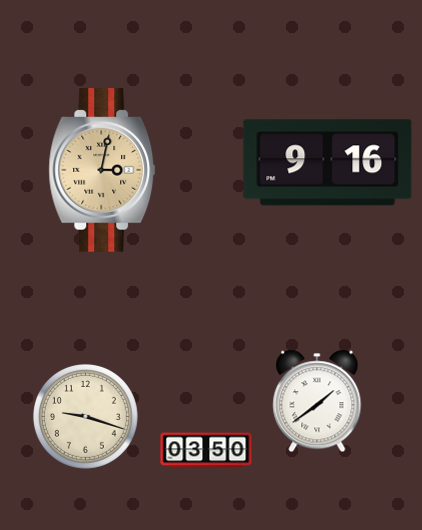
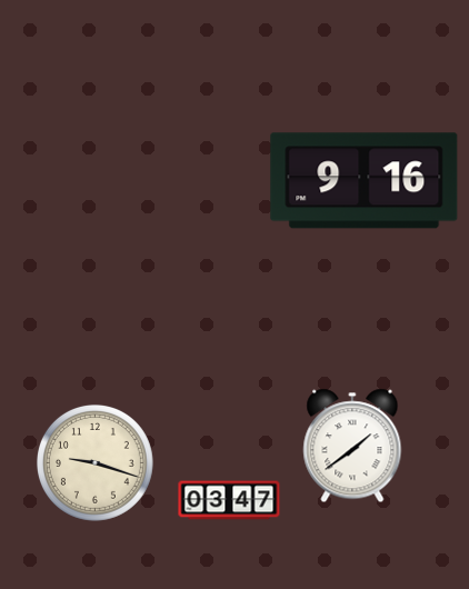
clock at (102, 170): 3:02 -> none
clock at (206, 450): 03:50 -> 03:47
